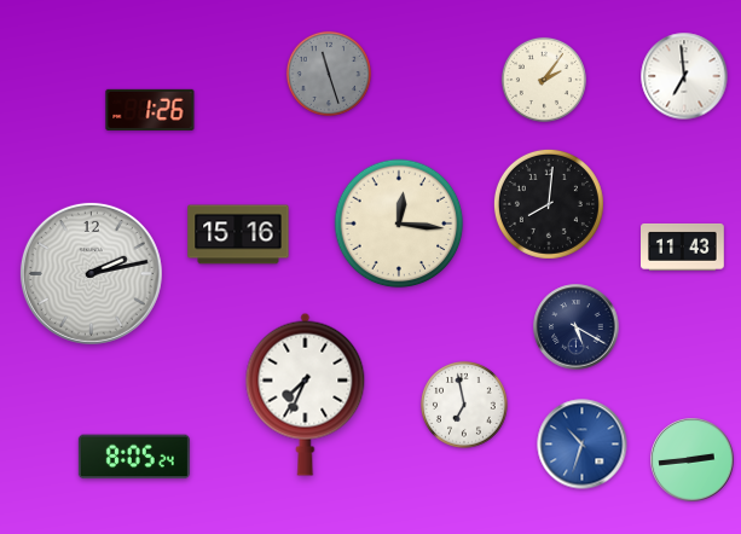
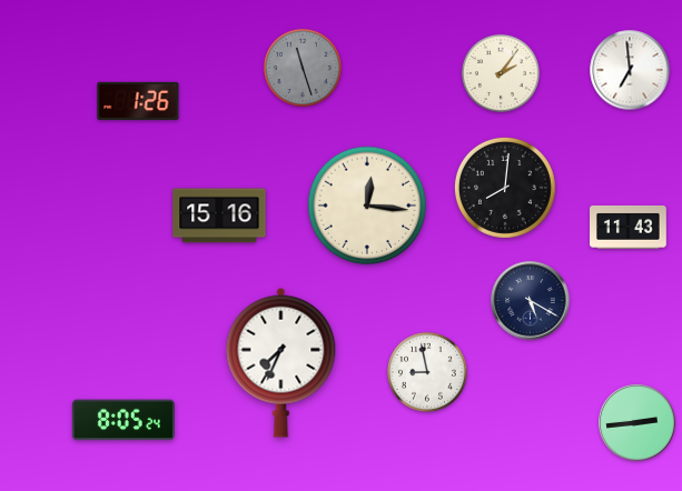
clock at (91, 273): 2:13 -> none
clock at (465, 406): 6:58 -> 8:58
clock at (583, 445): 10:33 -> none
